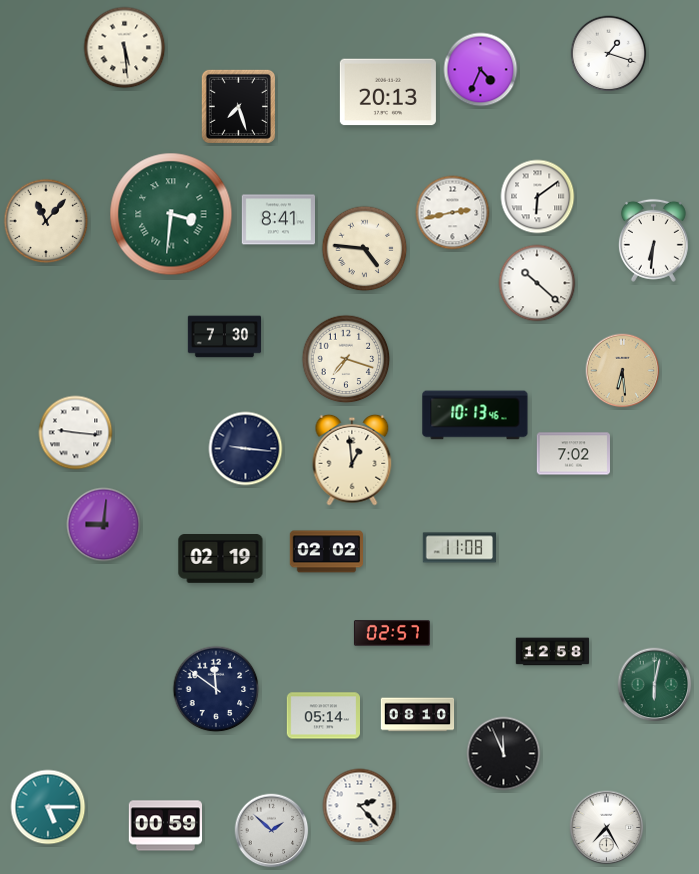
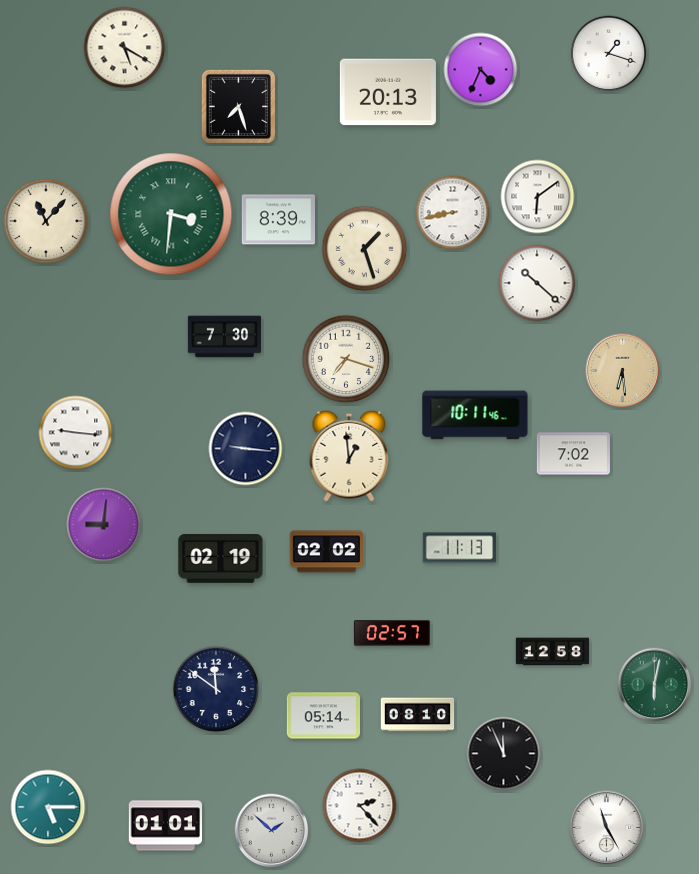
clock at (125, 48): 5:29 -> 5:20
clock at (453, 213): 2:43 -> 8:43
clock at (278, 220): 8:41 -> 8:39
clock at (653, 240): 6:31 -> none
clock at (365, 249): 4:46 -> 1:27
clock at (475, 415): 10:13 -> 10:11
clock at (352, 460) position: (352, 460) -> (349, 456)
clock at (460, 548): 11:08 -> 11:13
clock at (166, 826): 00:59 -> 01:01
clock at (607, 828): 7:25 -> 11:25
